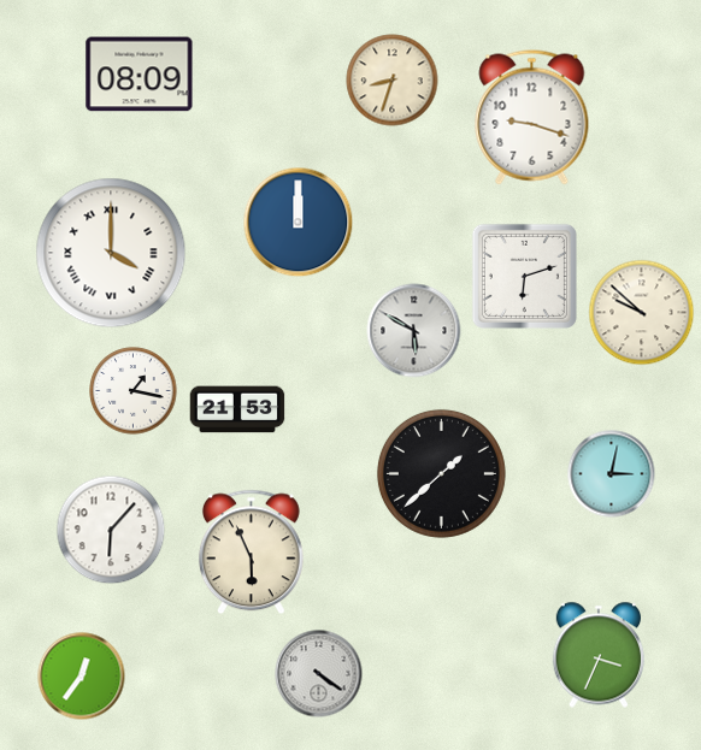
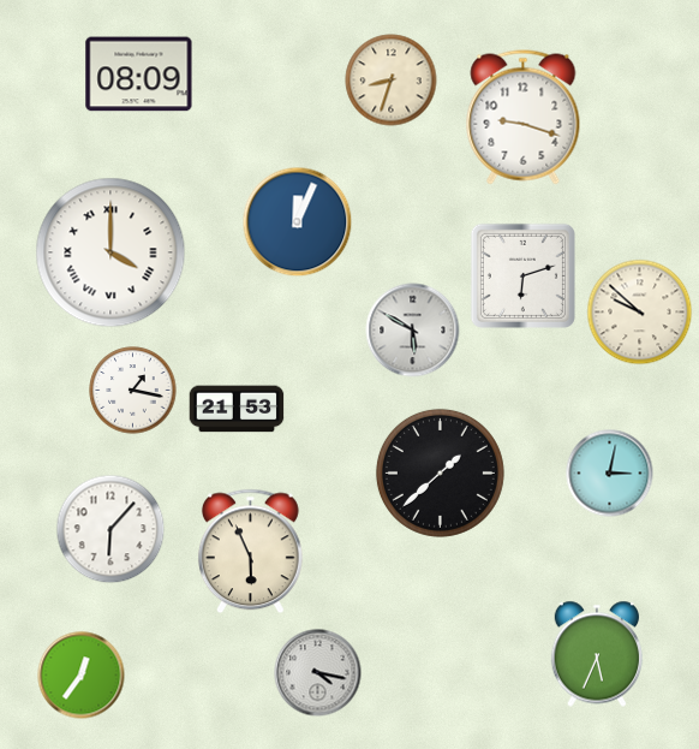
clock at (532, 118) position: (532, 118) -> (524, 118)
clock at (299, 223): 12:00 -> 12:04
clock at (599, 655): 3:34 -> 5:34
clock at (319, 674): 4:21 -> 4:17
